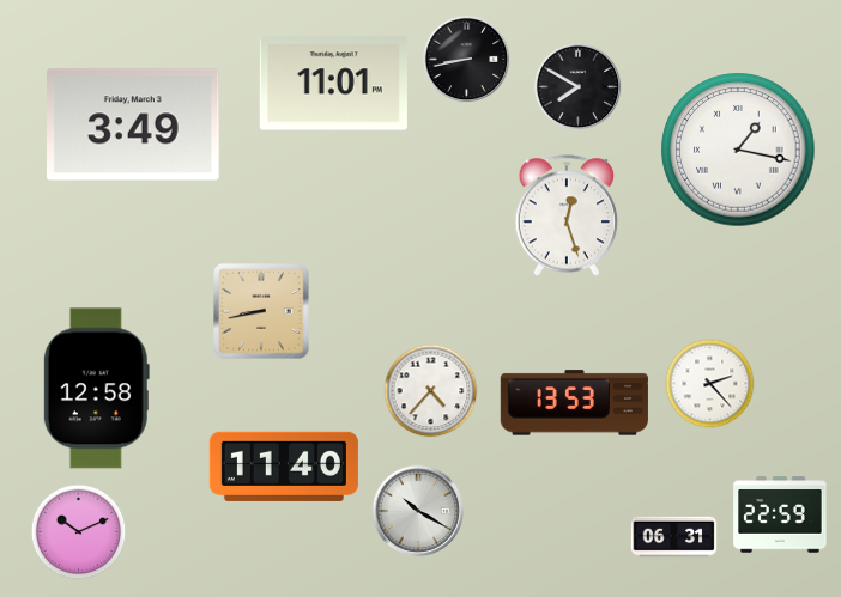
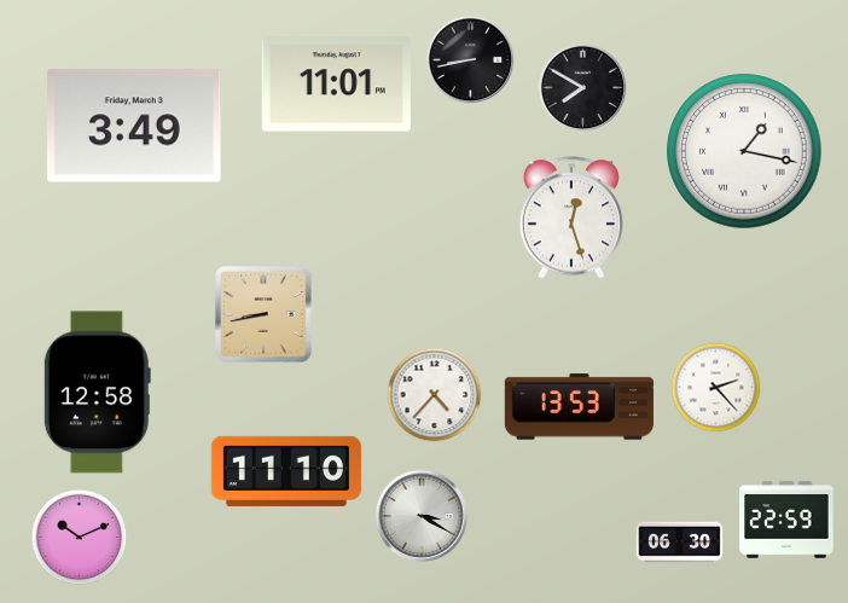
clock at (284, 467): 11:40 -> 11:10
clock at (418, 511): 10:20 -> 3:20
clock at (674, 537): 06:31 -> 06:30
